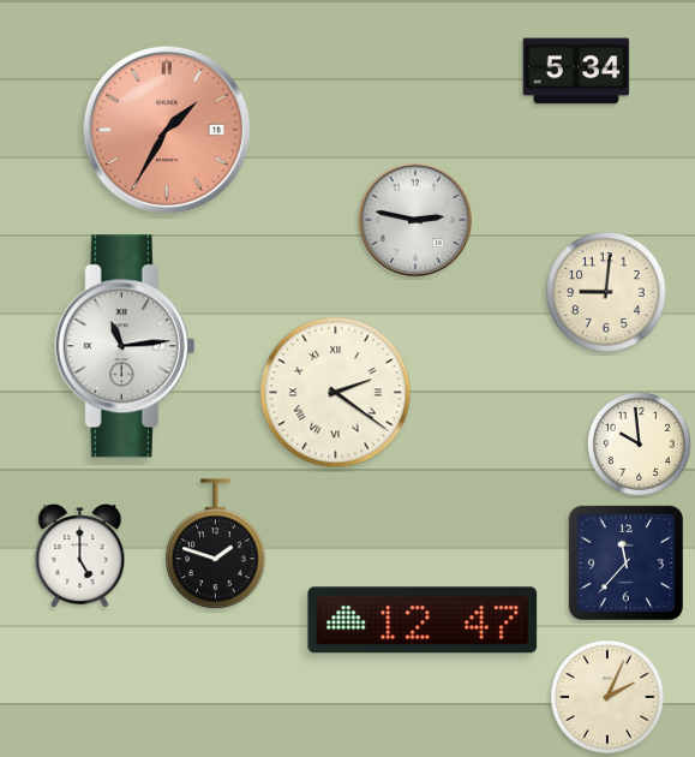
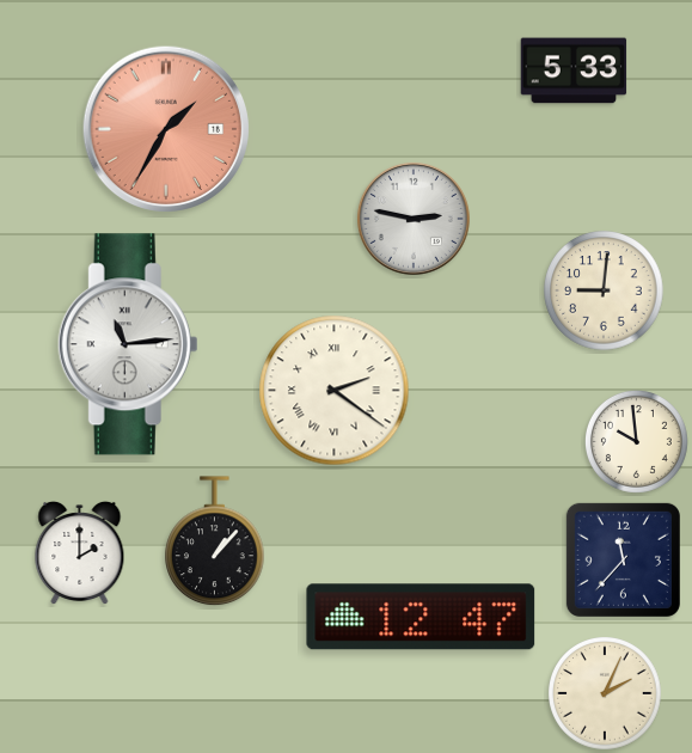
clock at (576, 71): 5:34 -> 5:33
clock at (125, 346) position: (125, 346) -> (128, 344)
clock at (216, 544): 1:48 -> 1:07
clock at (80, 556): 5:00 -> 2:00
